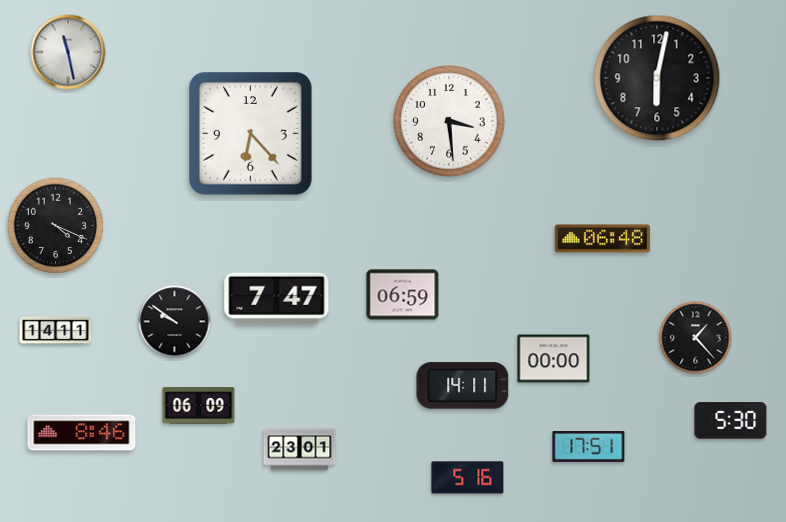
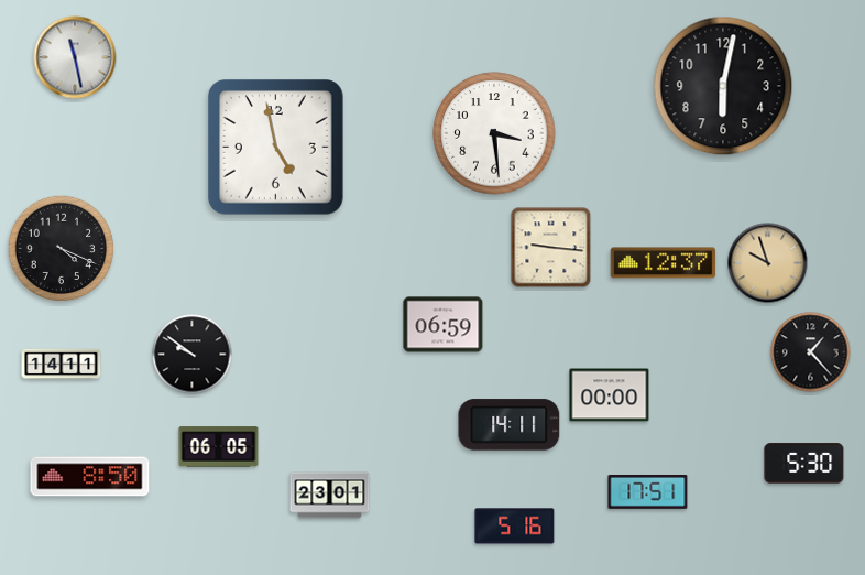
clock at (251, 134): 6:23 -> 4:58
clock at (551, 248): none -> 9:16
clock at (603, 239): 06:48 -> 12:37
clock at (768, 263): none -> 9:57
clock at (277, 299): 7:47 -> none
clock at (696, 338) position: (696, 338) -> (811, 352)
clock at (199, 406): 06:09 -> 06:05
clock at (82, 433): 8:46 -> 8:50
